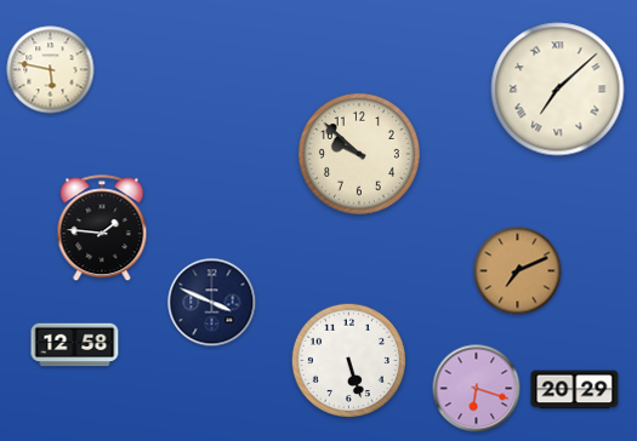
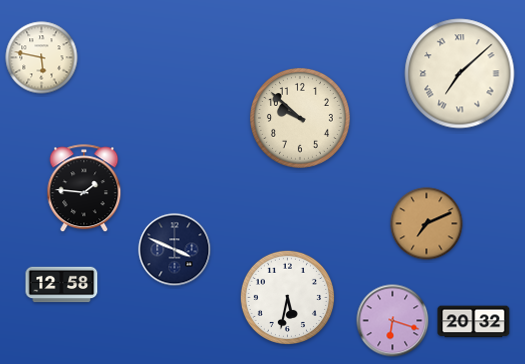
clock at (359, 154) position: (359, 154) -> (300, 118)
clock at (348, 360): 5:27 -> 5:32
clock at (575, 390): 20:29 -> 20:32
